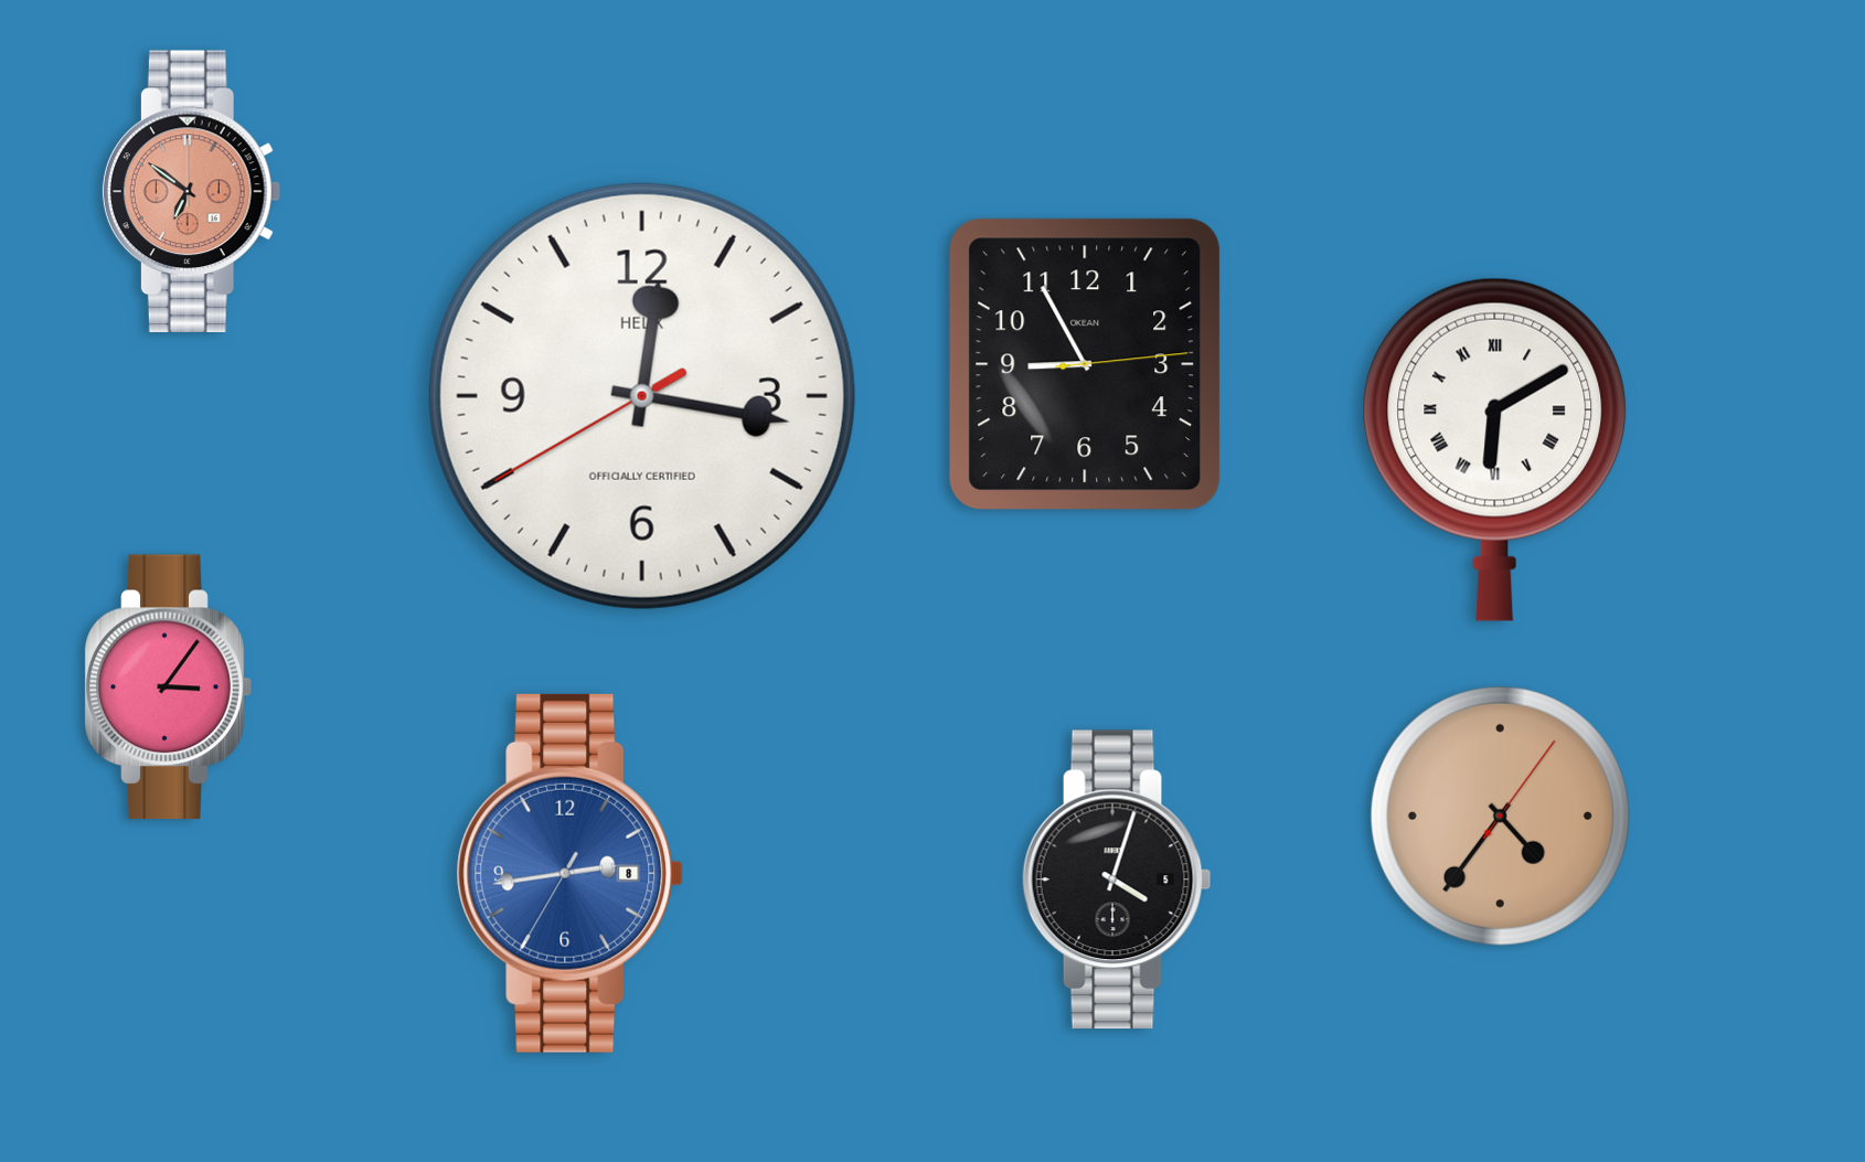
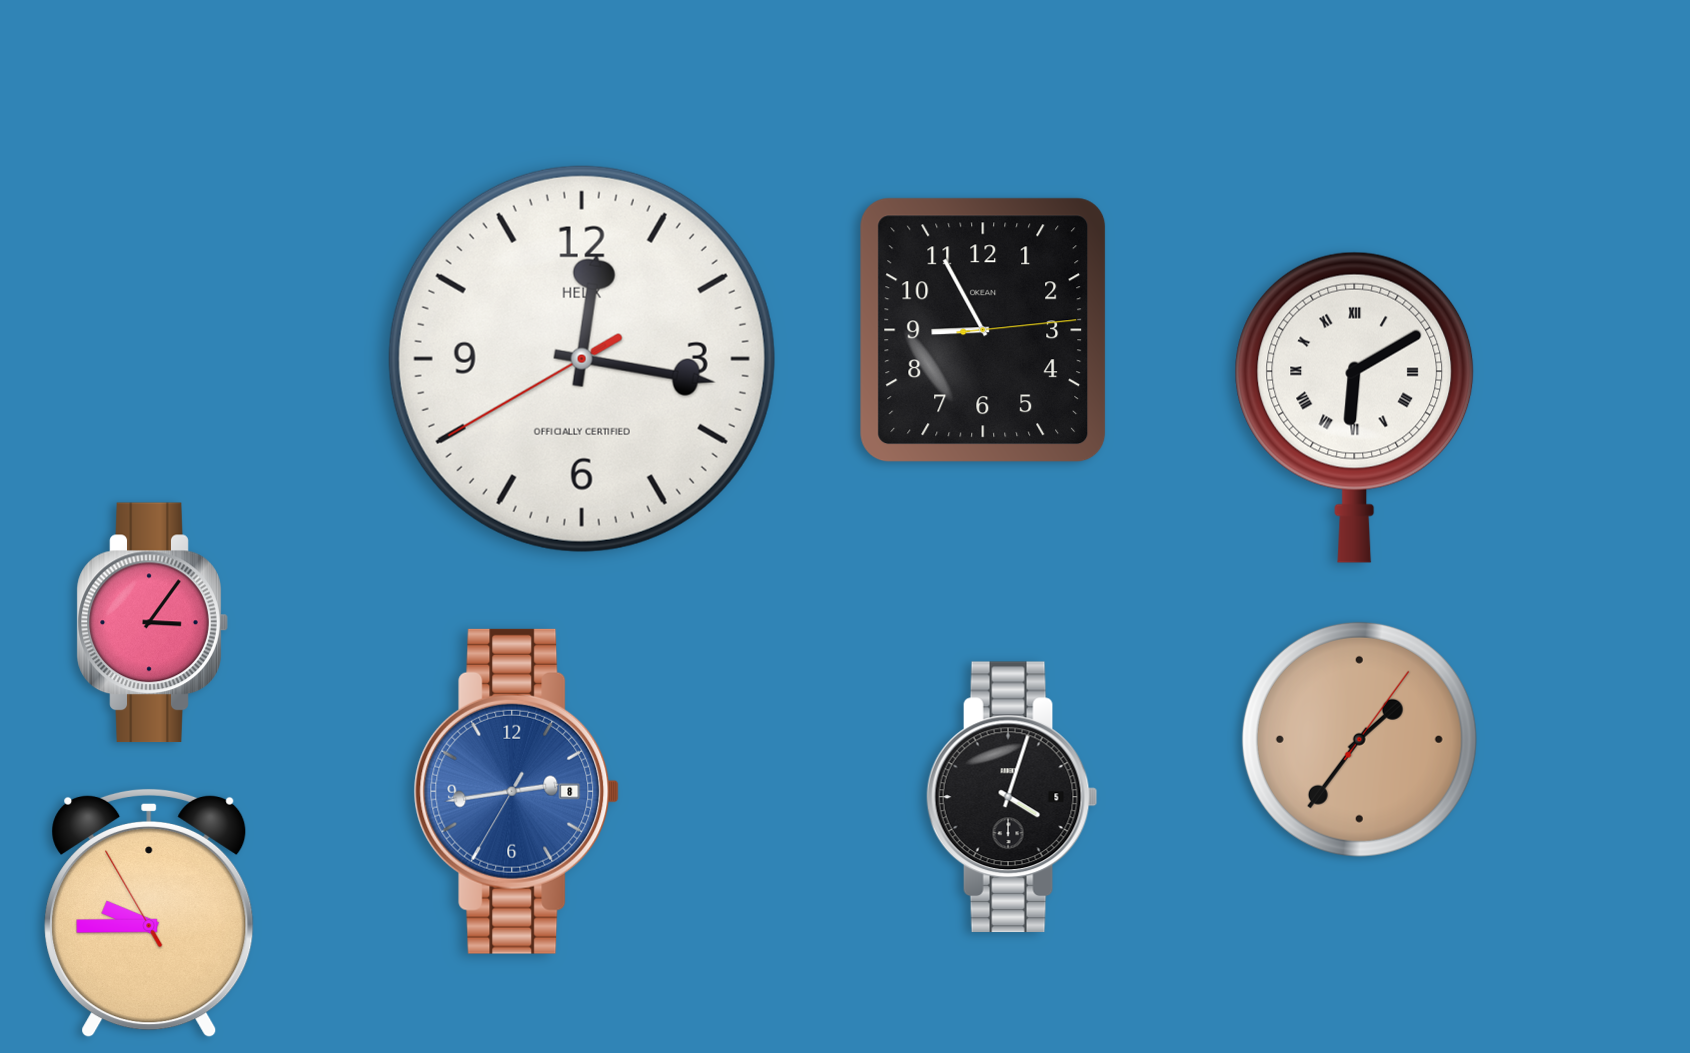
clock at (191, 191): 6:51 -> none
clock at (1500, 815): 4:36 -> 1:36
clock at (149, 913): none -> 9:44
